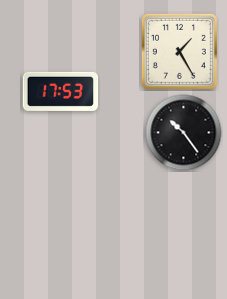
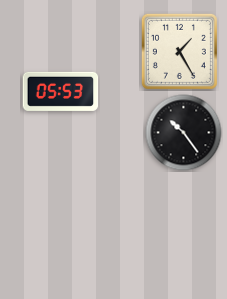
clock at (61, 91): 17:53 -> 05:53
